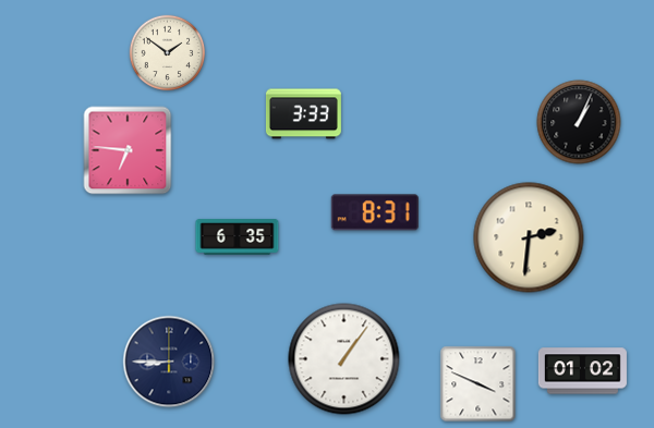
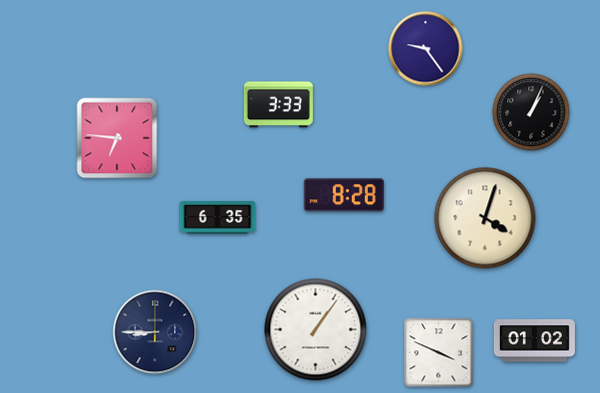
clock at (168, 53): 1:51 -> none
clock at (426, 49): none -> 9:24
clock at (375, 212): 8:31 -> 8:28
clock at (529, 237): 2:31 -> 4:03
